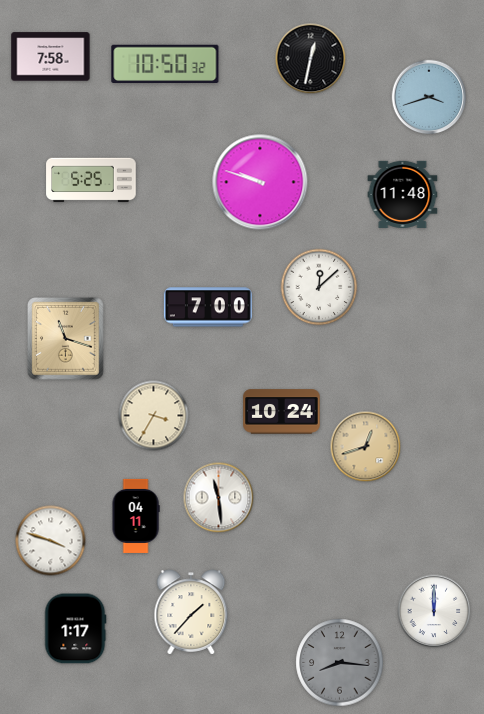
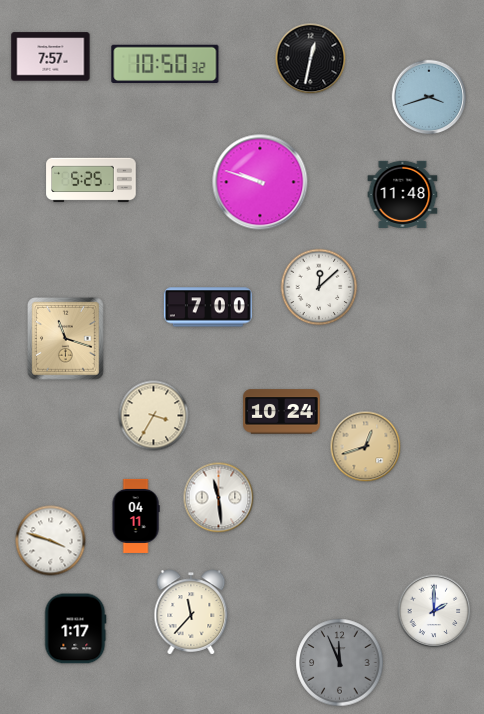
clock at (51, 57): 7:58 -> 7:57
clock at (434, 611): 12:00 -> 2:00
clock at (191, 612): 1:37 -> 11:37
clock at (340, 663): 8:16 -> 11:56
